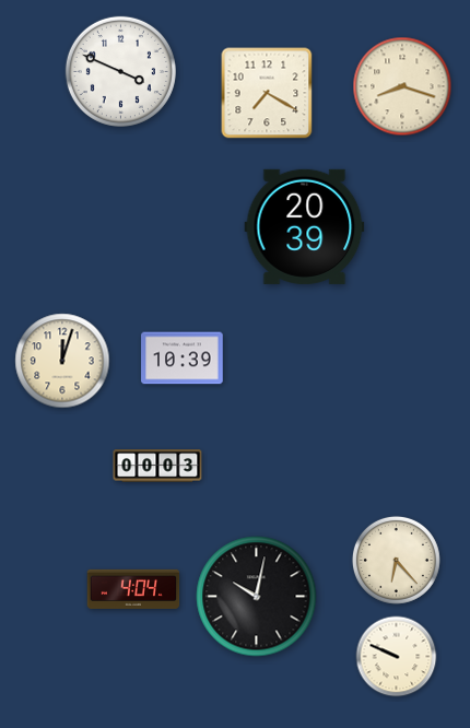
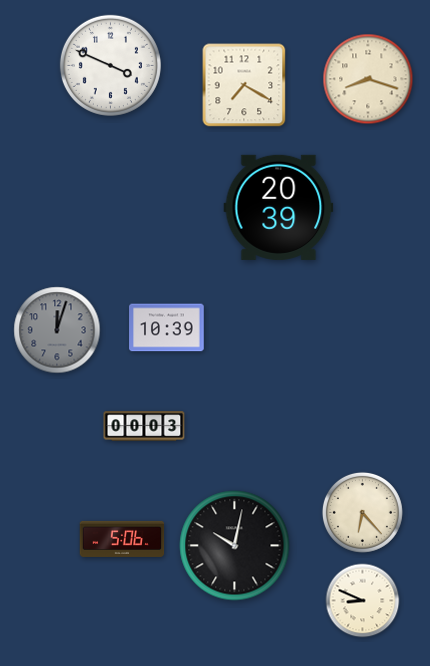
clock at (62, 361) dial: cream -> grey
clock at (133, 589): 4:04 -> 5:06
clock at (397, 657): 9:49 -> 8:49
